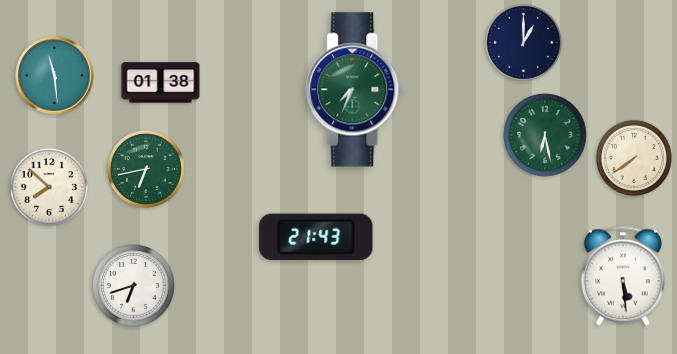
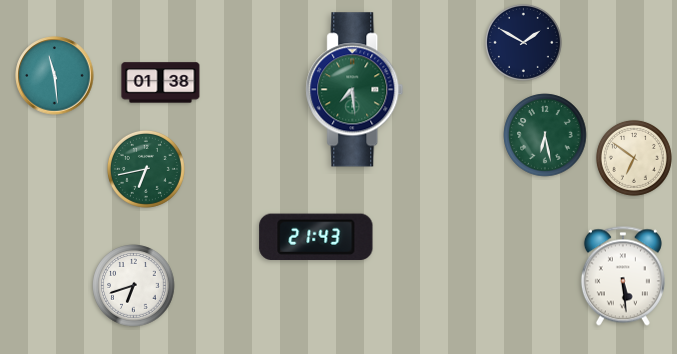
clock at (523, 42): 1:00 -> 1:50
clock at (355, 90): 7:34 -> 7:29
clock at (634, 158): 7:39 -> 6:51
clock at (49, 187): 7:52 -> none
